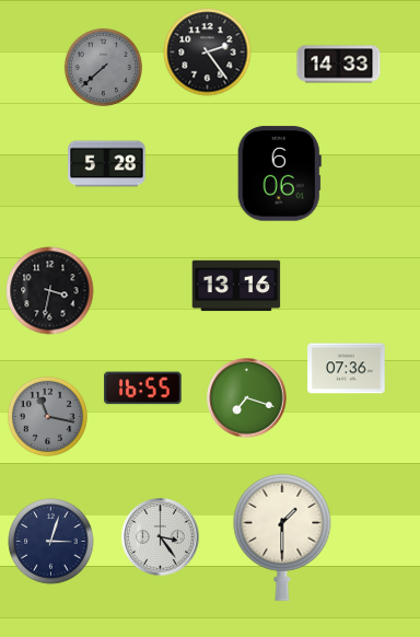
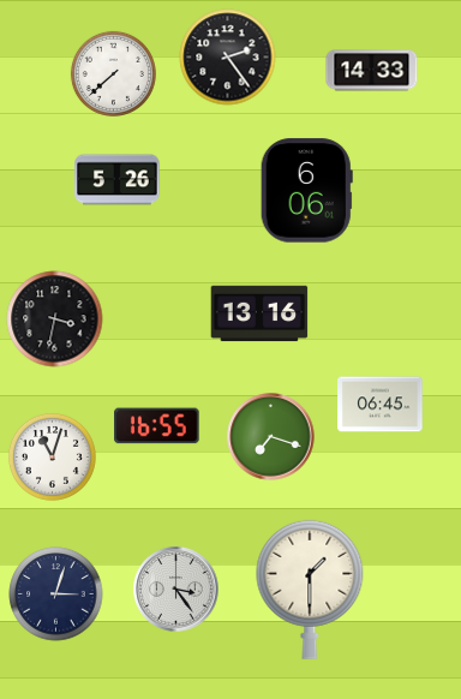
clock at (103, 67) dial: grey -> white
clock at (107, 164): 5:28 -> 5:26
clock at (347, 369): 07:36 -> 06:45
clock at (47, 416): 11:17 -> 11:03
clock at (47, 416) dial: grey -> white
